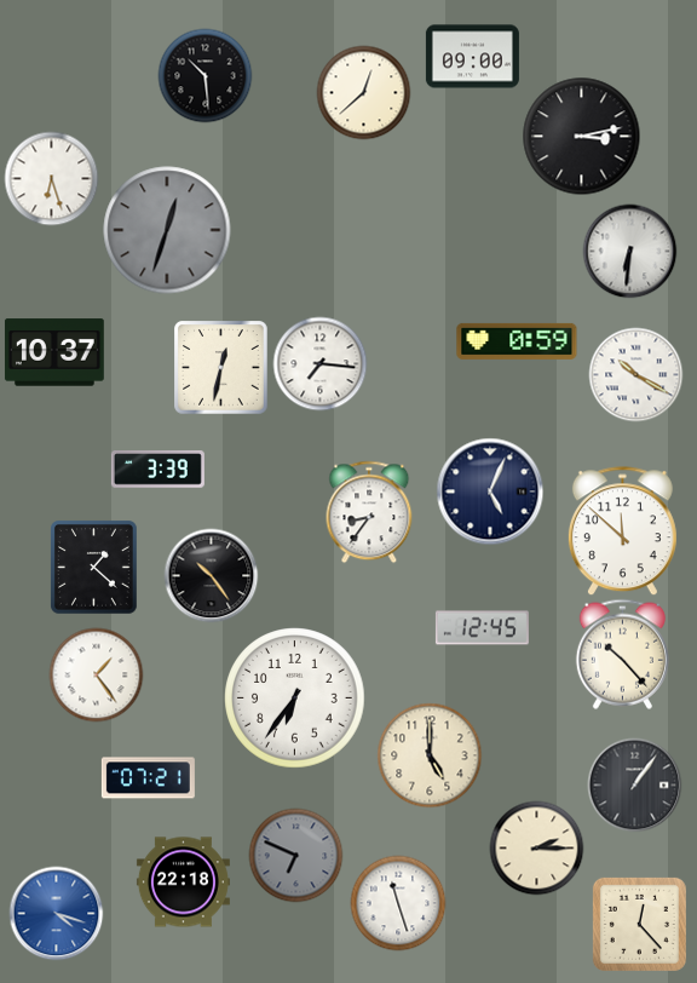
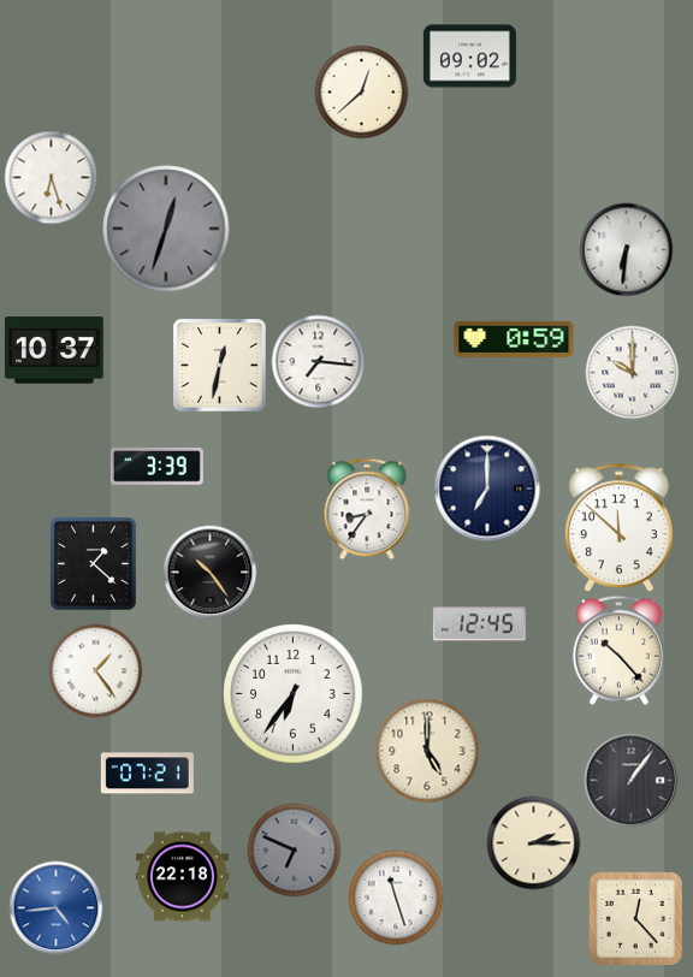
clock at (472, 57): 09:00 -> 09:02
clock at (205, 75): 10:29 -> none
clock at (581, 136): 3:13 -> none
clock at (635, 374): 10:20 -> 10:00
clock at (490, 491): 5:04 -> 7:00
clock at (56, 913): 4:18 -> 4:44
